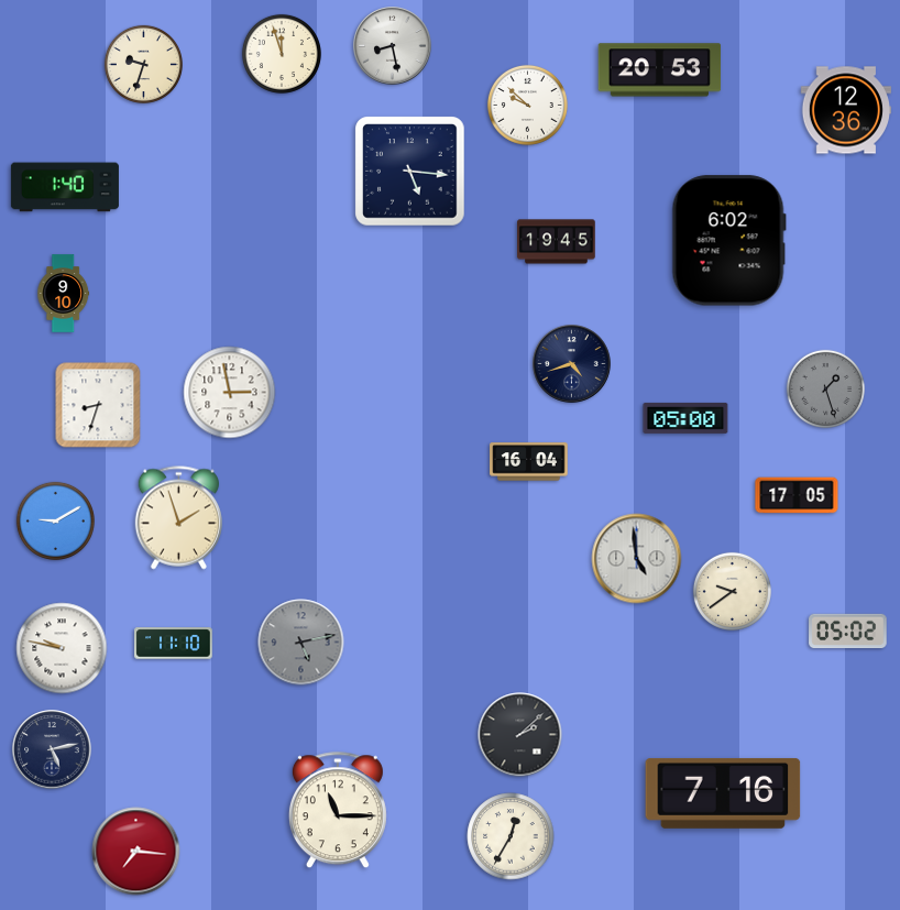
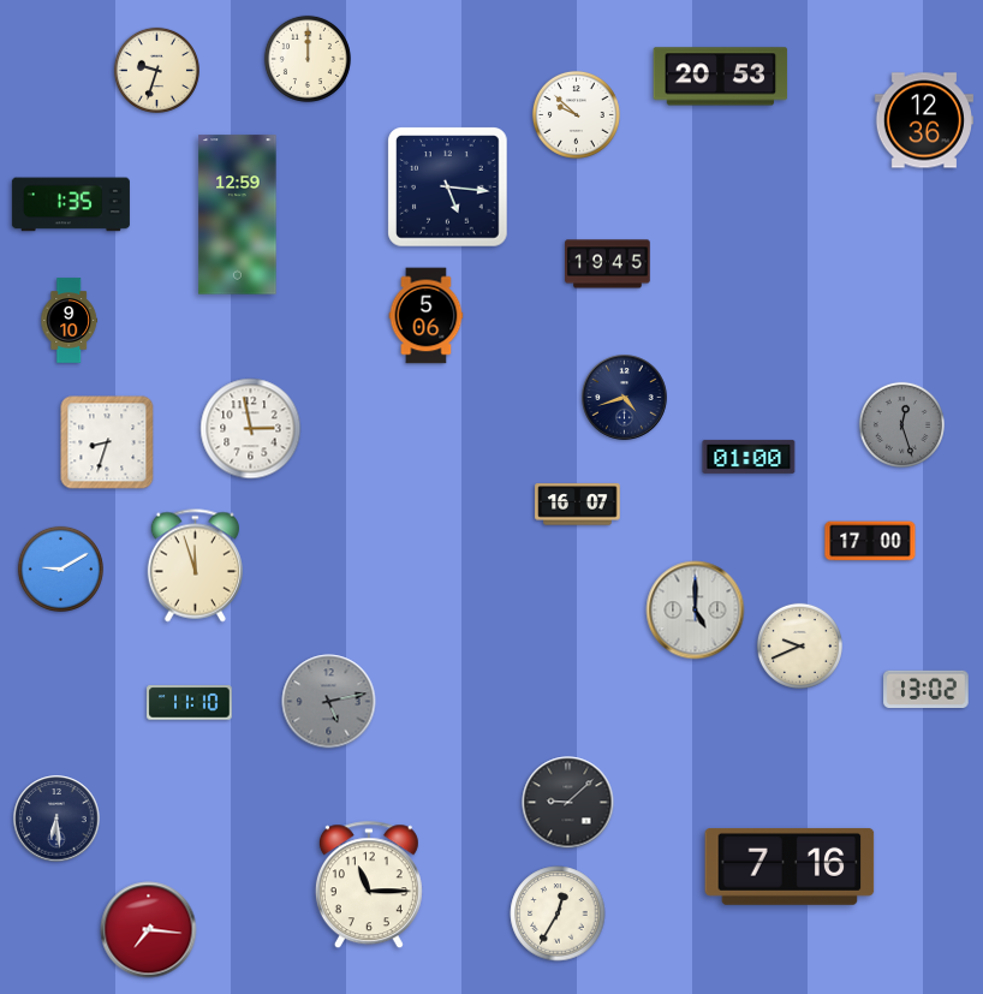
clock at (393, 46): 8:28 -> none
clock at (282, 54): 11:57 -> 12:00
clock at (65, 187): 1:40 -> 1:35
clock at (238, 215): none -> 12:59
clock at (728, 241): 6:02 -> none
clock at (427, 316): none -> 5:06
clock at (825, 388): 1:27 -> 12:27
clock at (685, 418): 05:00 -> 01:00
clock at (529, 462): 16:04 -> 16:07
clock at (797, 495): 17:05 -> 17:00
clock at (178, 518): 1:57 -> 11:57
clock at (637, 559): 4:59 -> 5:00
clock at (732, 591): 9:39 -> 9:41
clock at (848, 632): 05:02 -> 13:02
clock at (62, 648): 9:47 -> none
clock at (520, 735): 2:08 -> 9:08
clock at (52, 749): 5:13 -> 6:29
